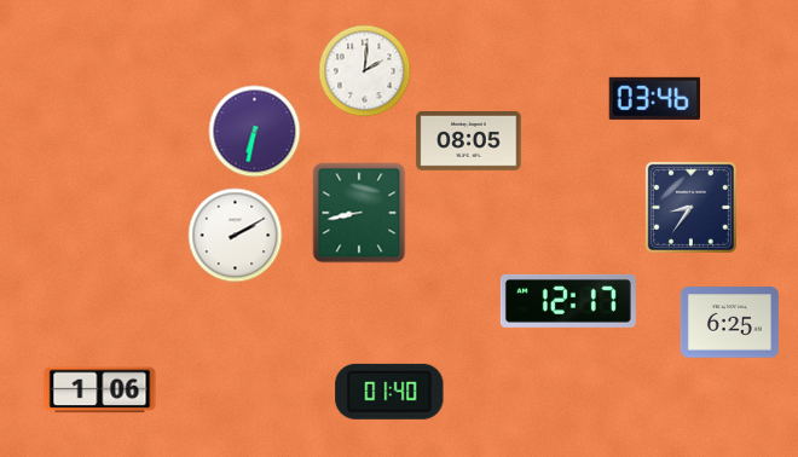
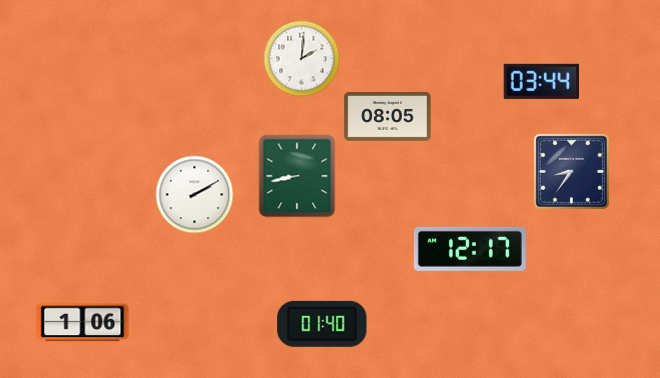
clock at (654, 98): 03:46 -> 03:44
clock at (255, 132): 6:32 -> none
clock at (729, 323): 6:25 -> none
